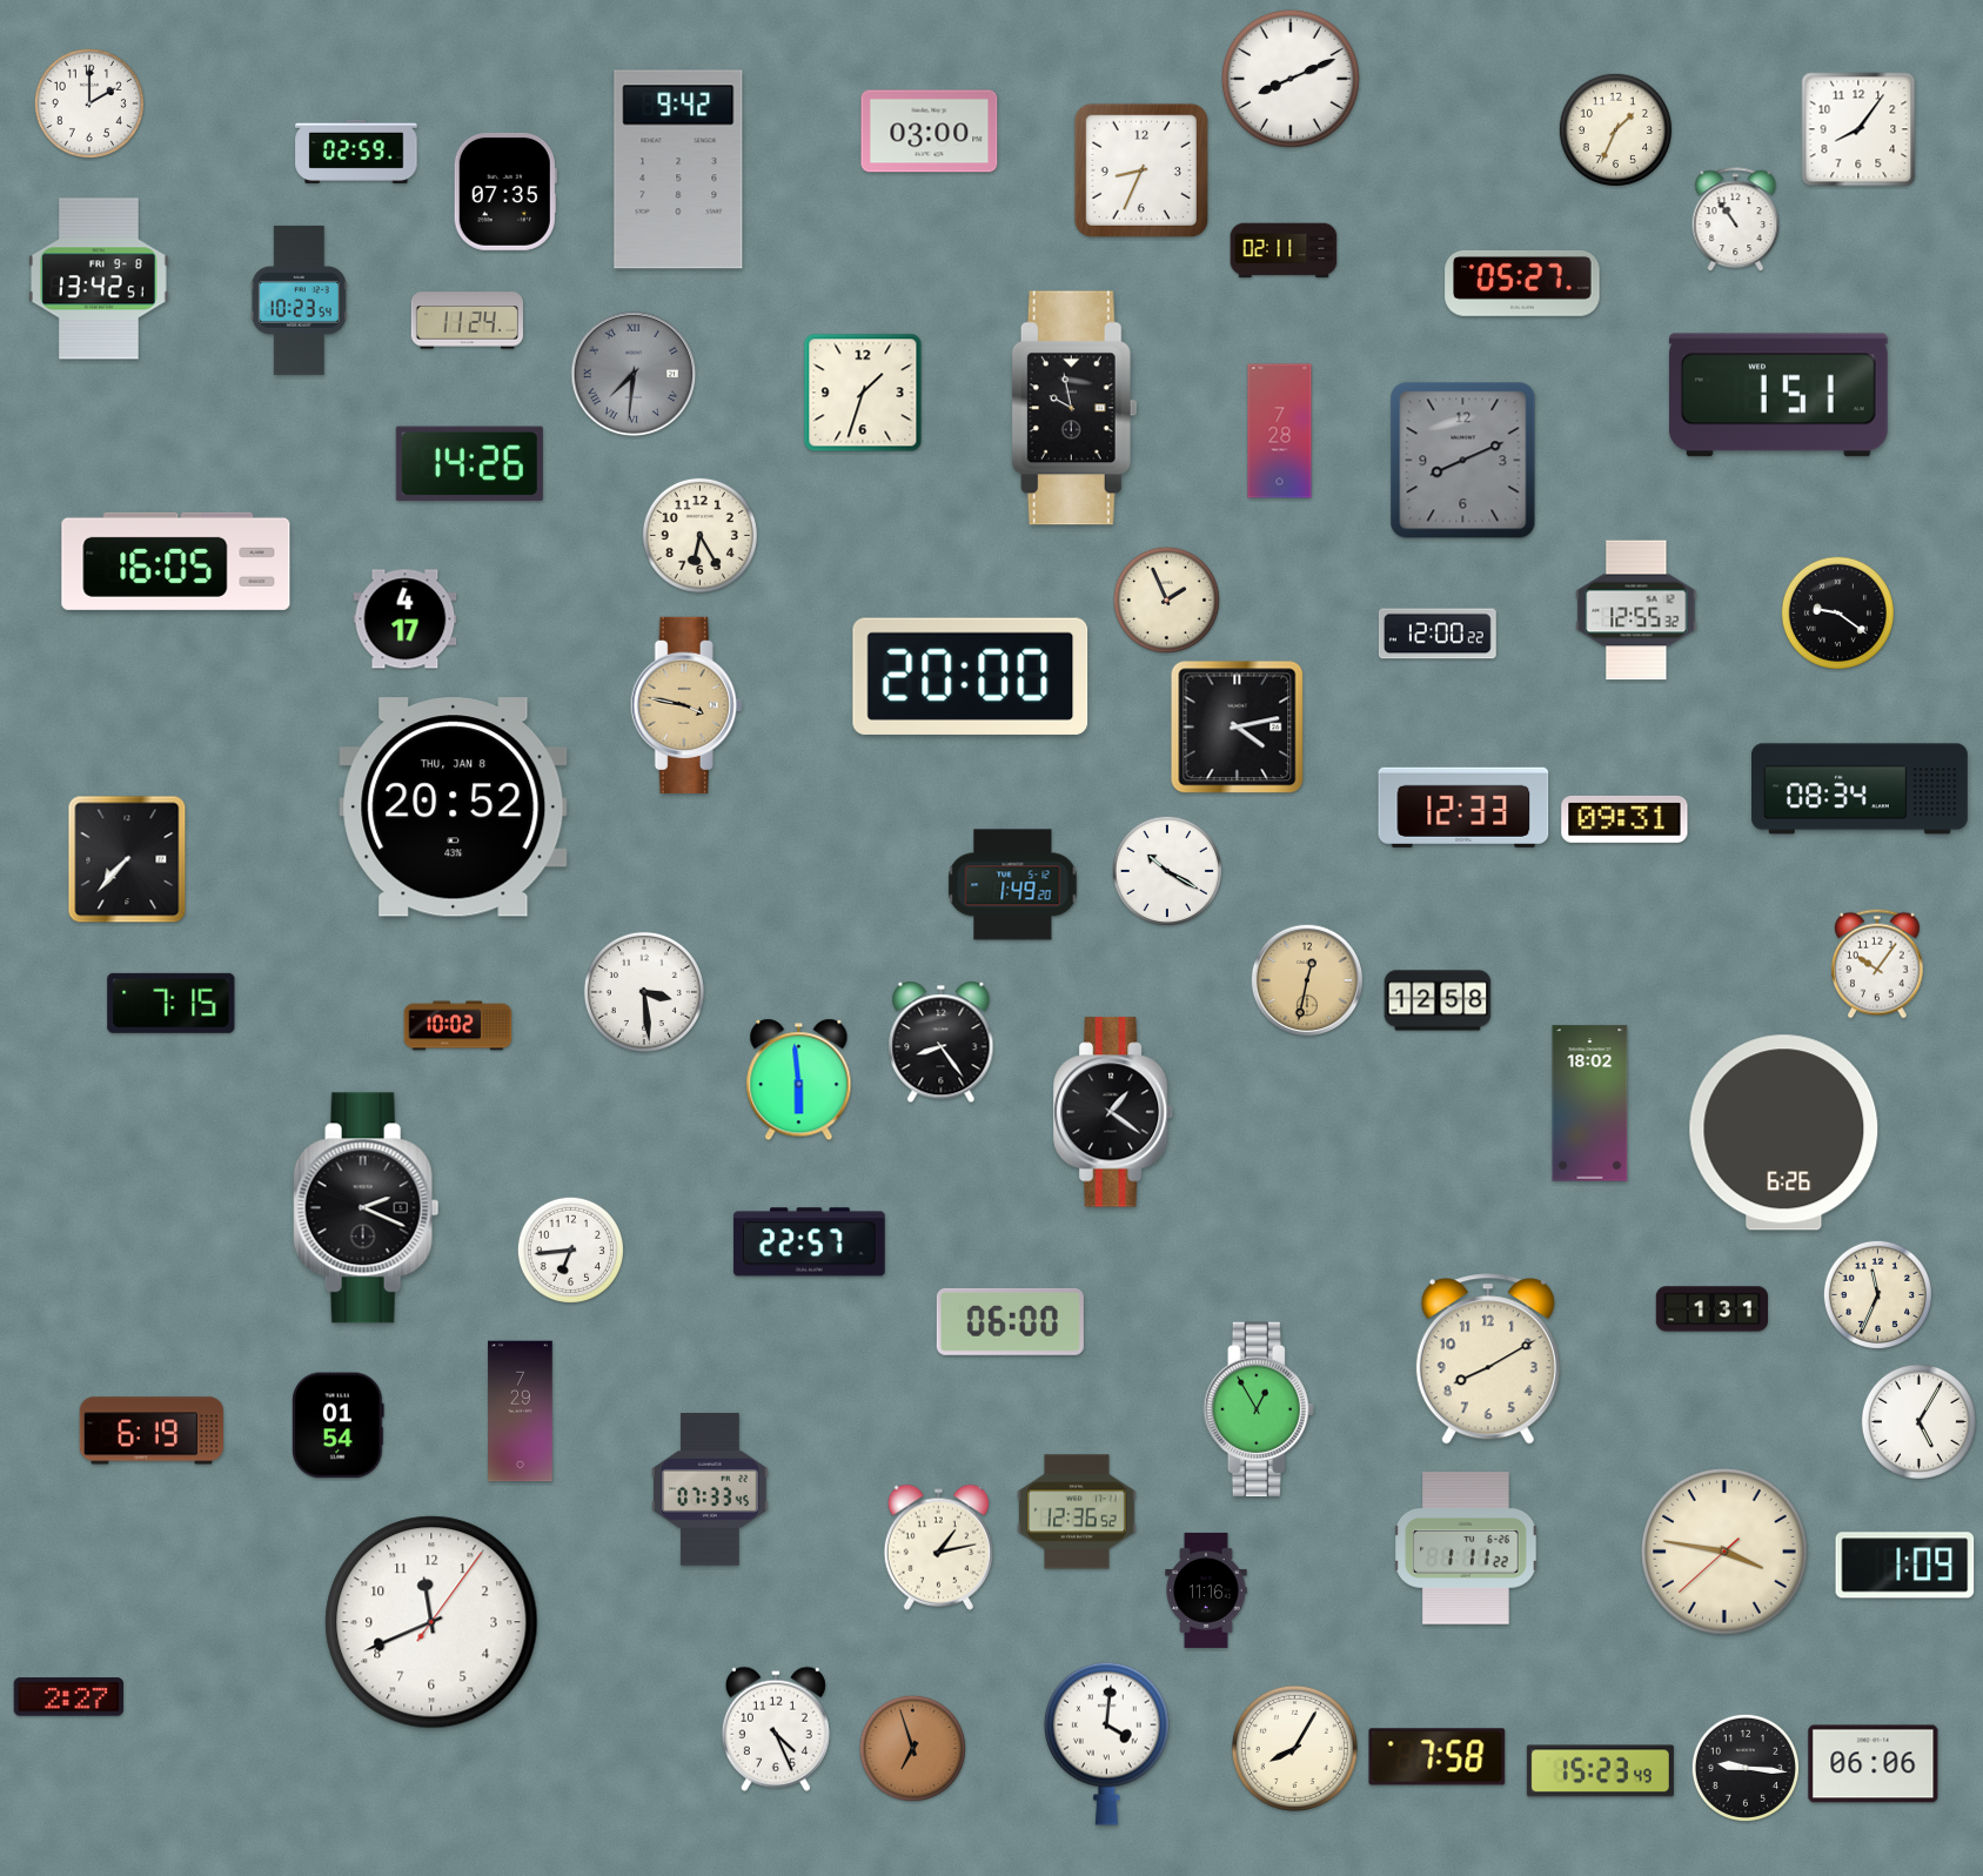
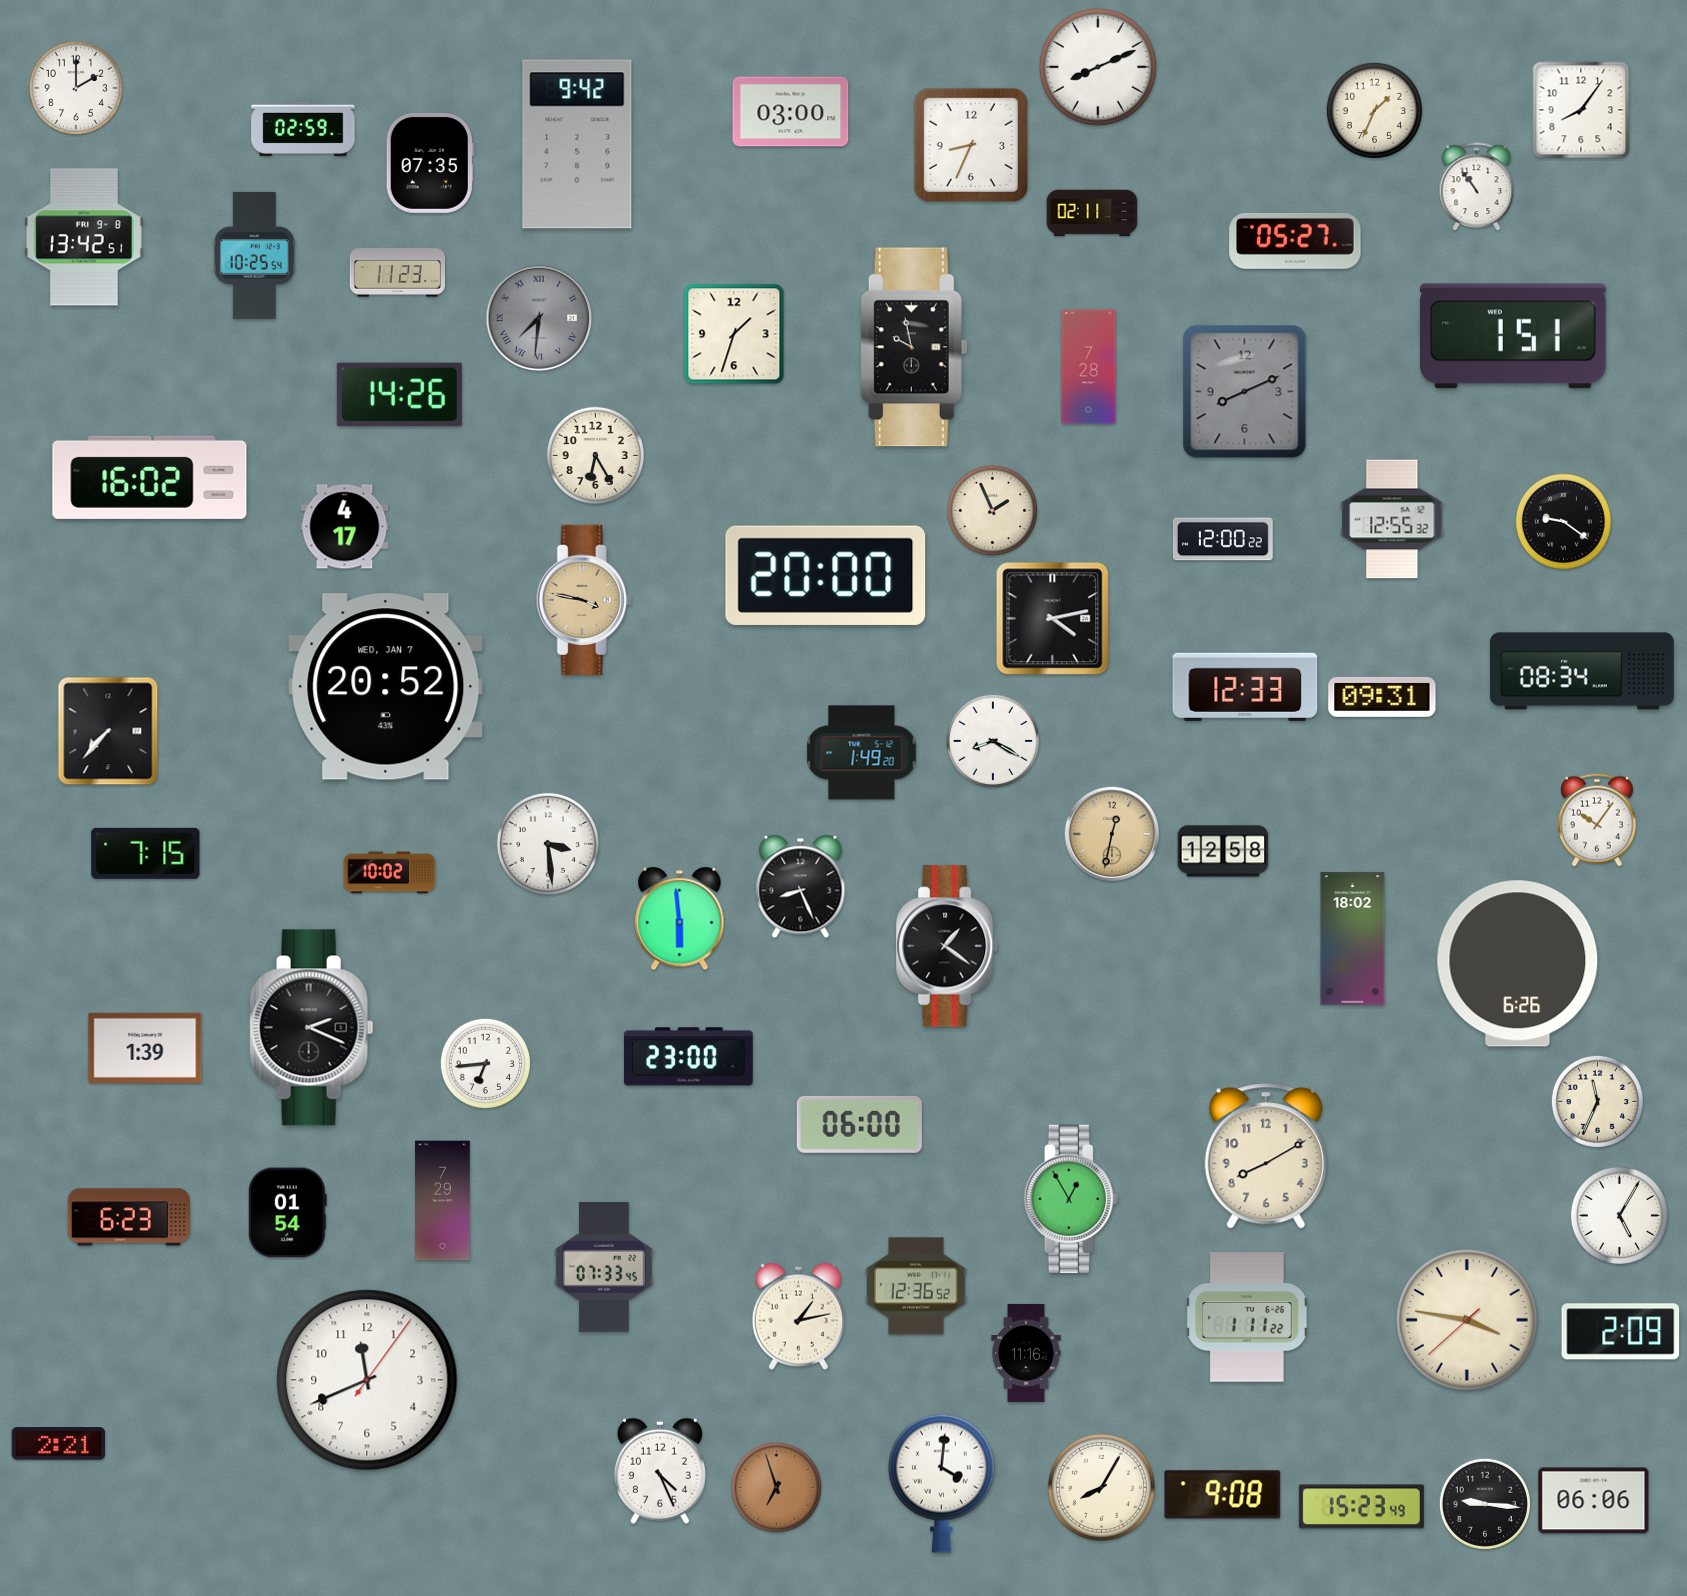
clock at (299, 300): 10:23 -> 10:25
clock at (467, 321): 11:24 -> 11:23
clock at (176, 561): 16:05 -> 16:02
clock at (454, 808) date: THU, JAN 8 -> WED, JAN 7
clock at (1167, 871): 10:20 -> 8:20
clock at (942, 1043): 8:24 -> 8:26
clock at (145, 1048): none -> 1:39
clock at (809, 1242): 22:57 -> 23:00
clock at (1711, 1309): 1:31 -> none
clock at (1918, 1421) position: (1918, 1421) -> (1619, 1215)
clock at (150, 1431): 6:19 -> 6:23
clock at (1905, 1566): 1:09 -> 2:09
clock at (69, 1697): 2:27 -> 2:21
clock at (1438, 1757): 7:58 -> 9:08
